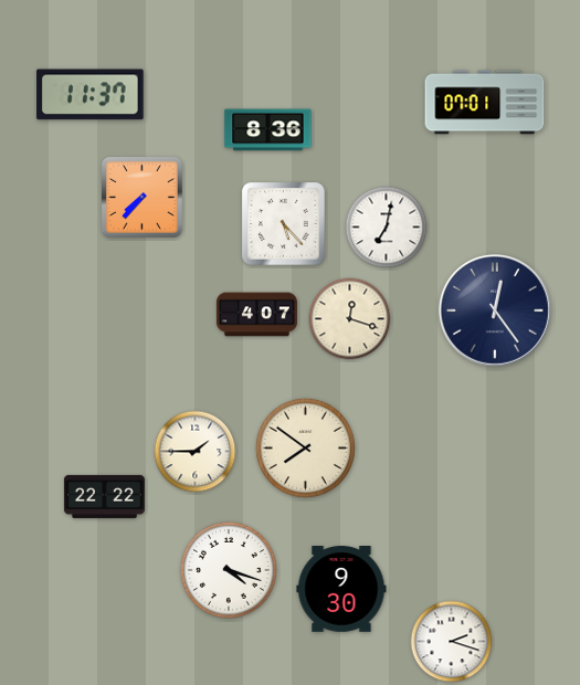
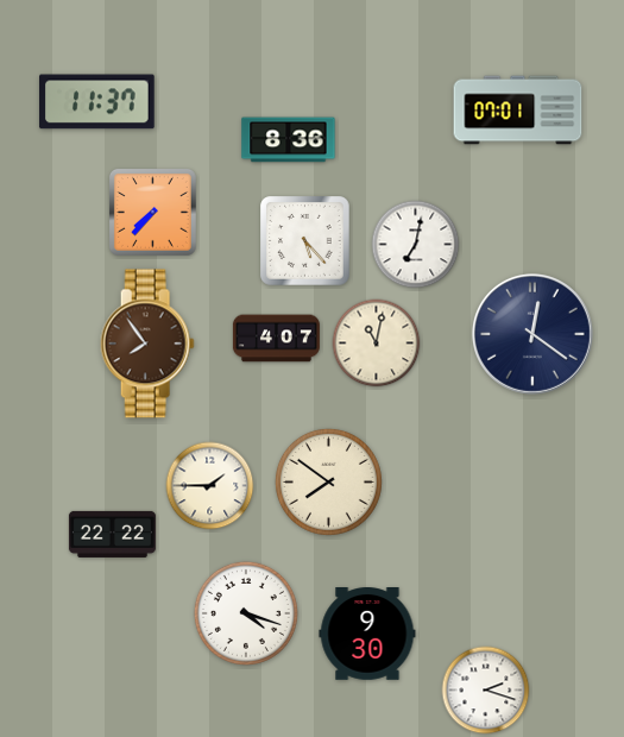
clock at (485, 103) position: (485, 103) -> (518, 111)
clock at (495, 310): 12:24 -> 12:21
clock at (147, 344): none -> 7:54
clock at (350, 319): 12:18 -> 11:02
